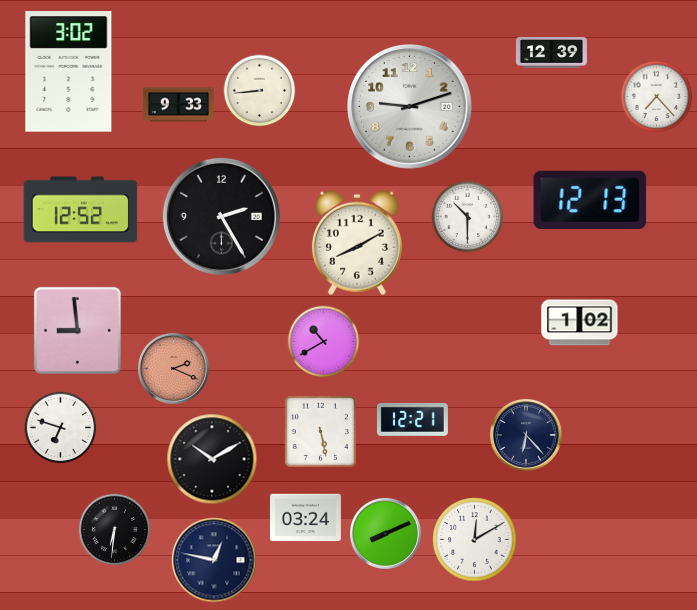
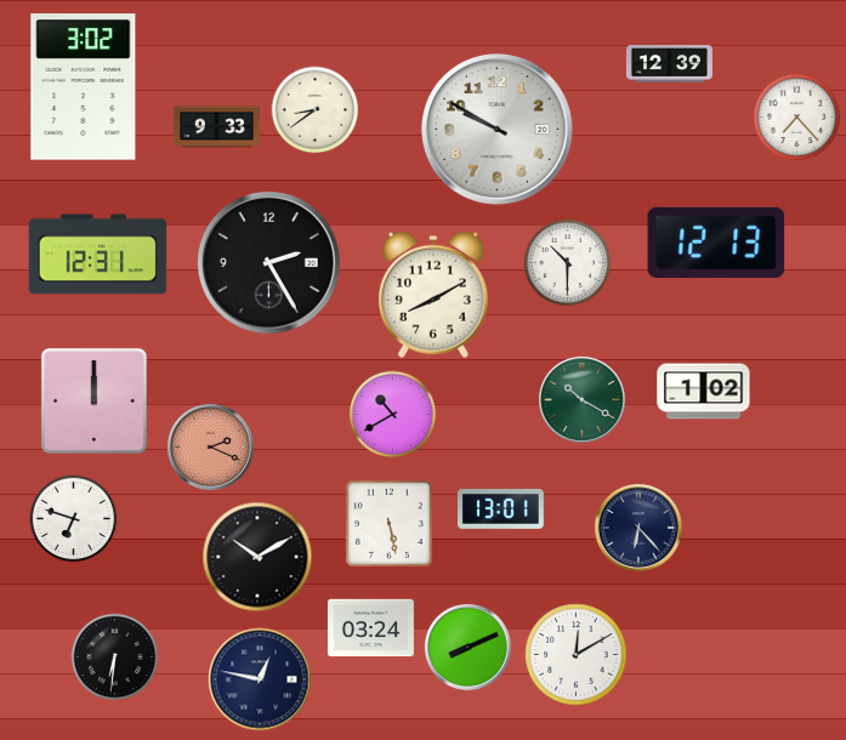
clock at (260, 91): 8:44 -> 8:39
clock at (410, 107): 9:12 -> 9:50
clock at (81, 210): 12:52 -> 12:31
clock at (581, 399): none -> 10:20
clock at (77, 330): 8:59 -> 12:00
clock at (412, 419): 12:21 -> 13:01
clock at (115, 530) position: (115, 530) -> (115, 658)
